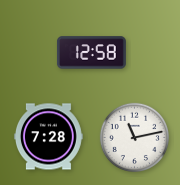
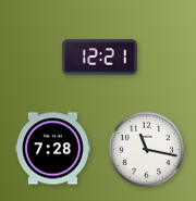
clock at (91, 53): 12:58 -> 12:21
clock at (134, 137): 11:13 -> 11:17
